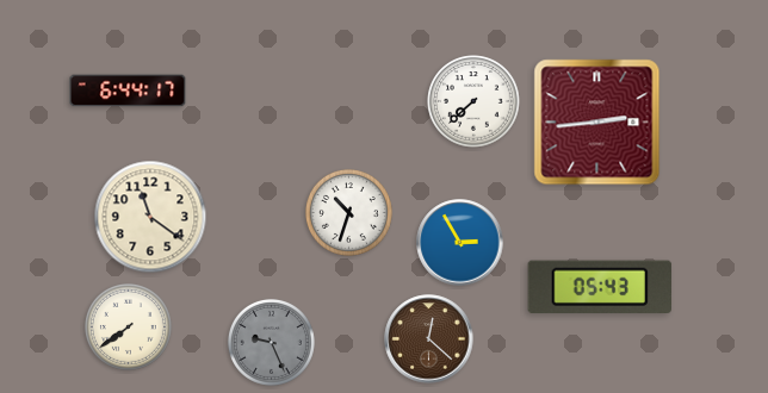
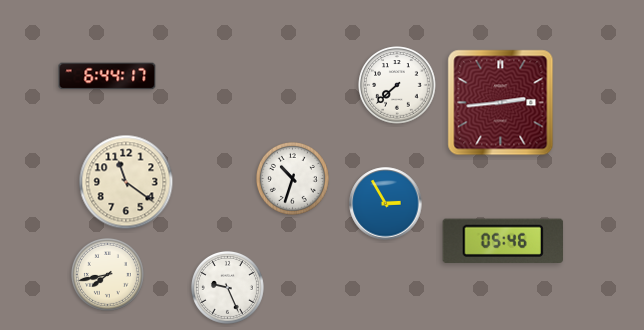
clock at (600, 286): 05:43 -> 05:46
clock at (128, 326): 7:39 -> 7:43
clock at (429, 339): 12:22 -> none
clock at (271, 342) dial: grey -> white
